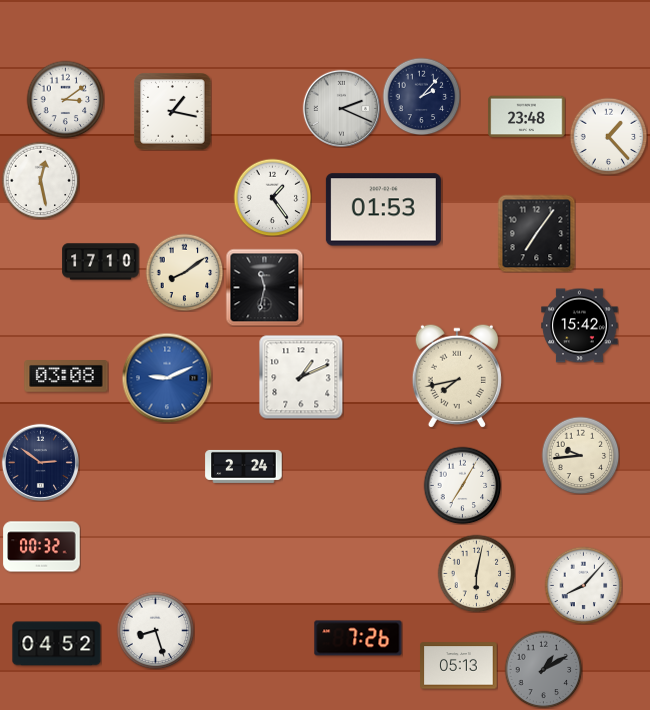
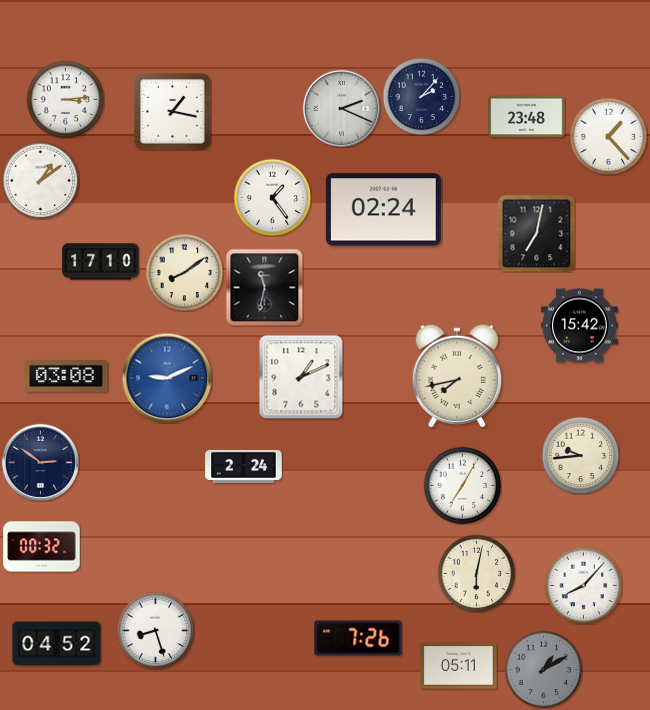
clock at (65, 99): 3:09 -> 3:14
clock at (40, 180): 12:28 -> 1:09
clock at (383, 210): 01:53 -> 02:24
clock at (536, 233): 7:06 -> 7:02
clock at (459, 666): 05:13 -> 05:11
